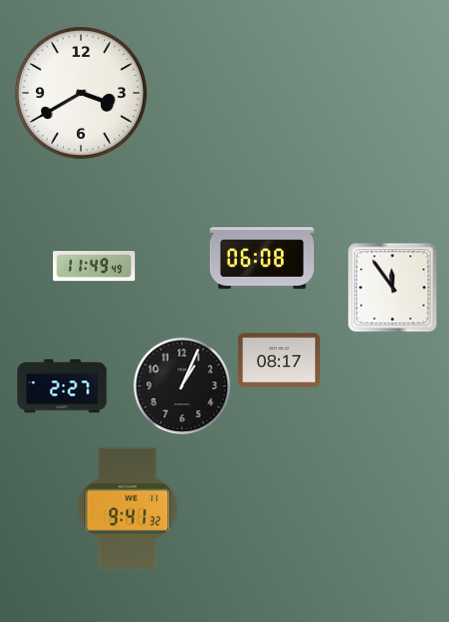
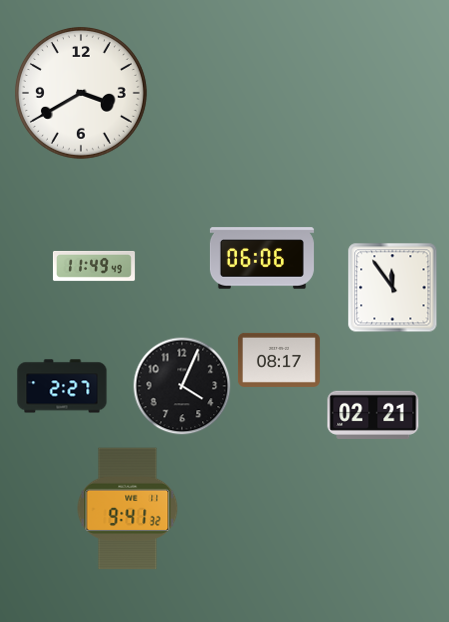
clock at (262, 258): 06:08 -> 06:06
clock at (182, 386): 1:04 -> 4:04
clock at (373, 415): none -> 02:21
